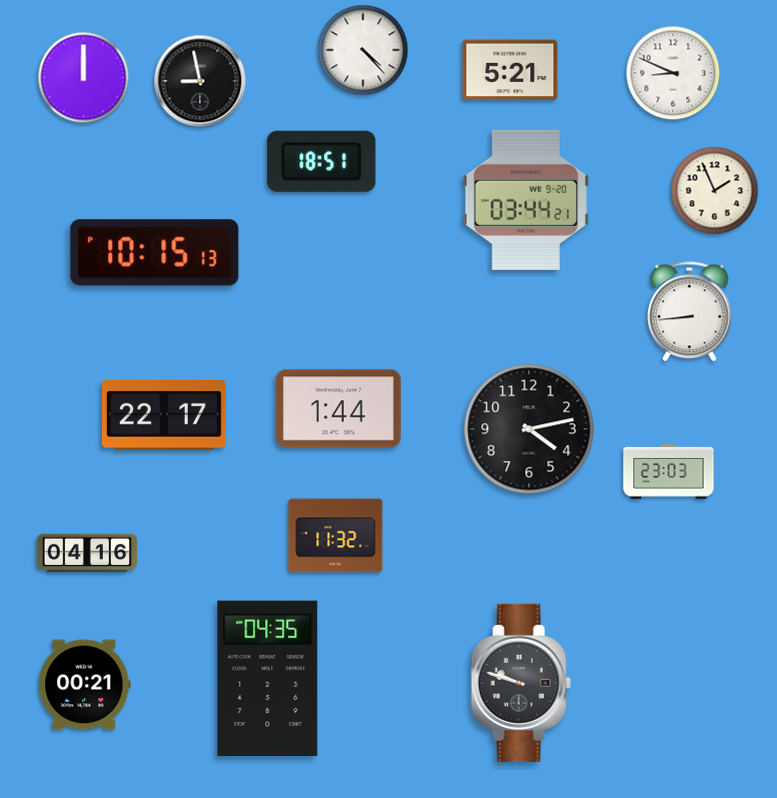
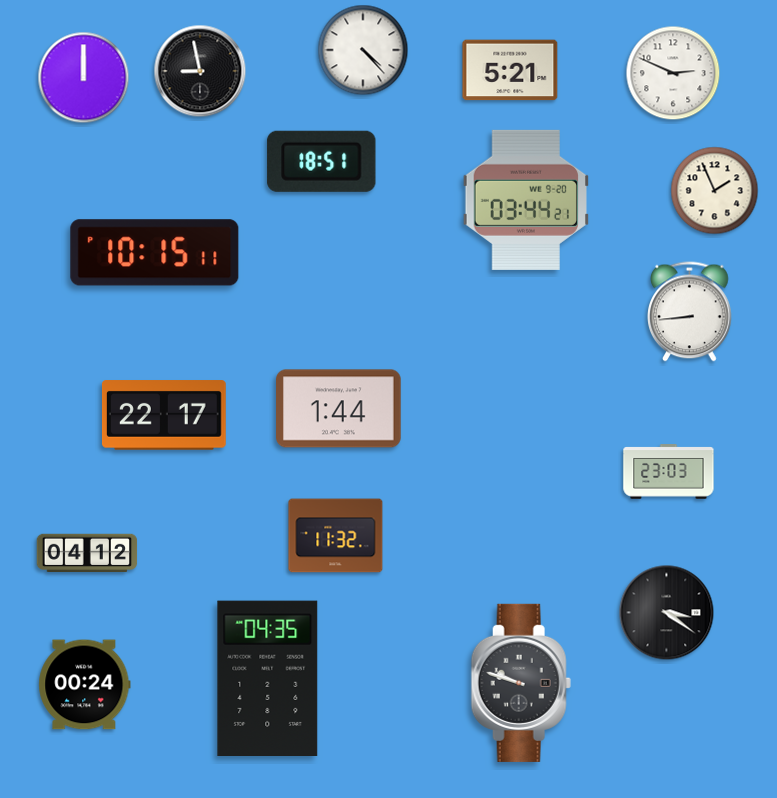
clock at (673, 73): 8:49 -> 2:49
clock at (200, 81) position: (200, 81) -> (200, 71)
clock at (155, 253): 10:15:13 -> 10:15:11
clock at (529, 429): 4:13 -> none
clock at (87, 552): 04:16 -> 04:12
clock at (667, 613): none -> 3:21
clock at (85, 685): 00:21 -> 00:24
